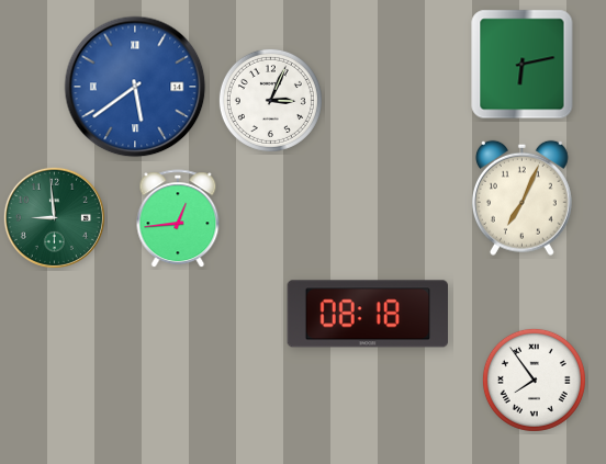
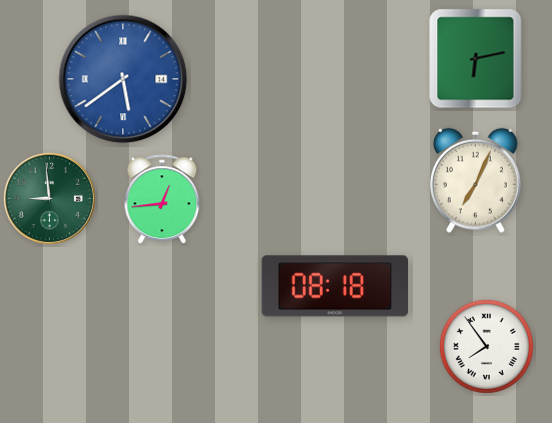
clock at (270, 100): 3:04 -> none
